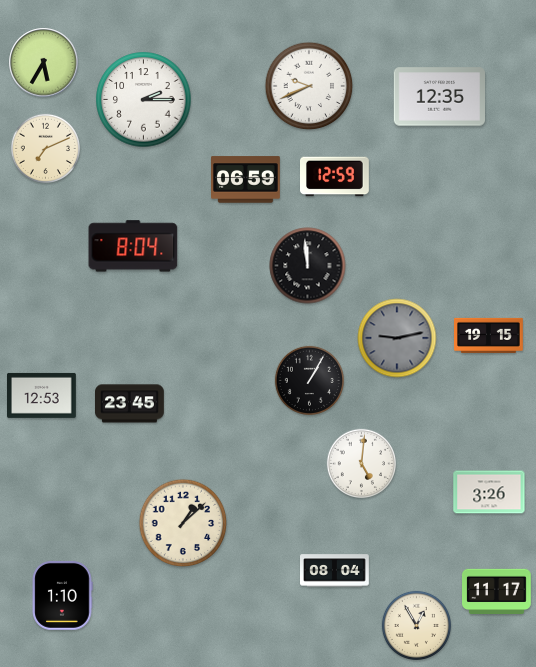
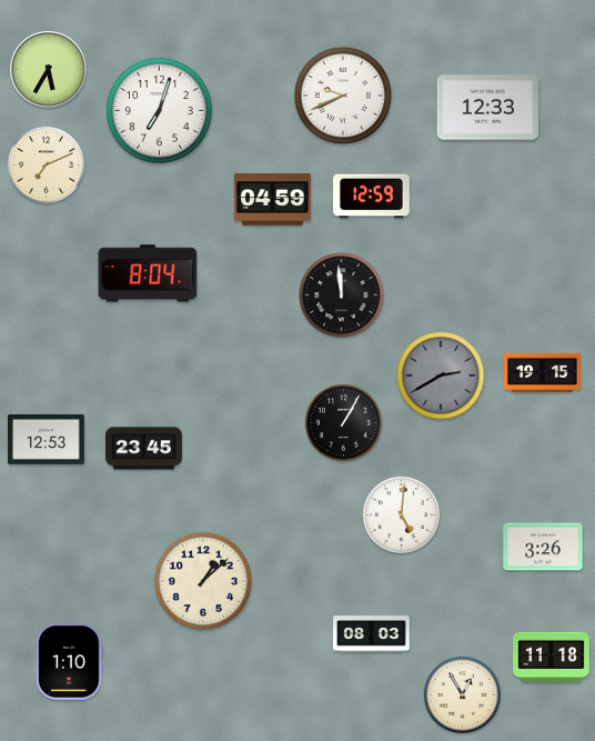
clock at (439, 97): 12:35 -> 12:33
clock at (144, 100): 2:15 -> 7:03
clock at (45, 148) position: (45, 148) -> (46, 164)
clock at (246, 180): 06:59 -> 04:59
clock at (397, 338): 9:13 -> 2:40
clock at (335, 571): 08:04 -> 08:03
clock at (497, 592): 11:17 -> 11:18
